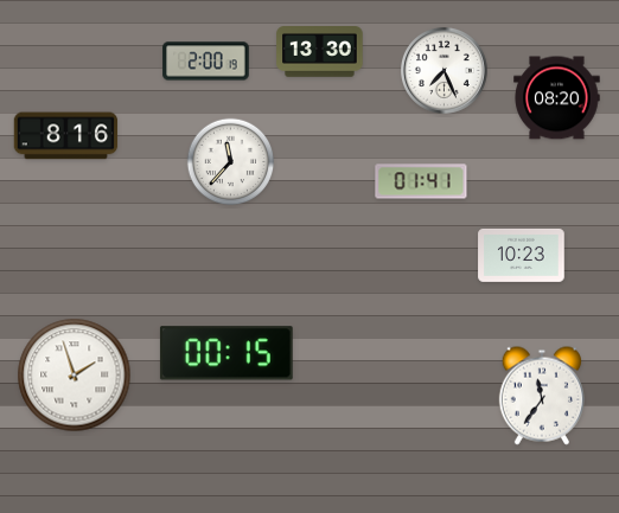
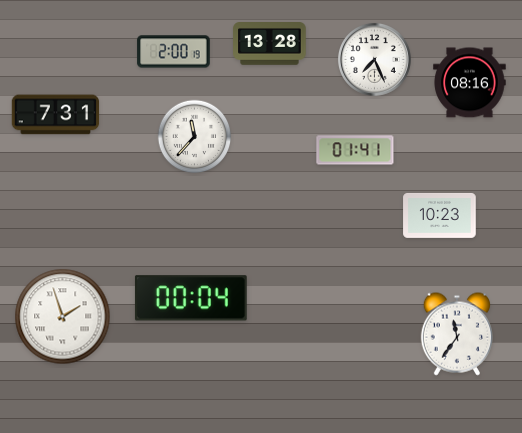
clock at (320, 52): 13:30 -> 13:28
clock at (557, 98): 08:20 -> 08:16
clock at (66, 136): 8:16 -> 7:31
clock at (421, 181) position: (421, 181) -> (355, 150)
clock at (226, 353): 00:15 -> 00:04
